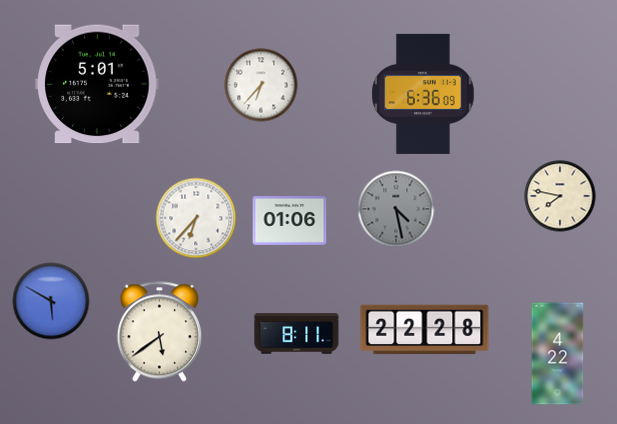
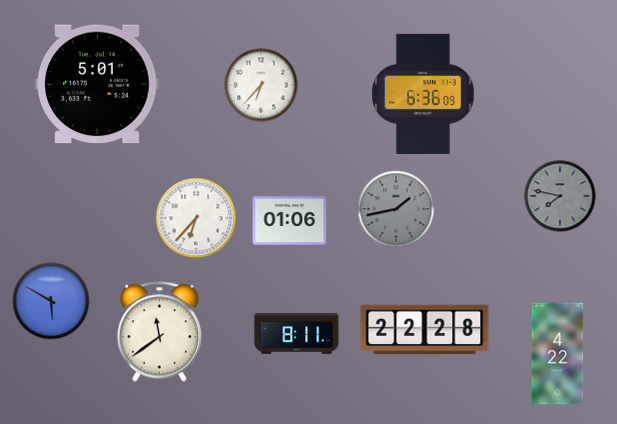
clock at (560, 196) dial: cream -> grey
clock at (396, 209): 4:28 -> 1:43
clock at (159, 332): 5:39 -> 11:39
